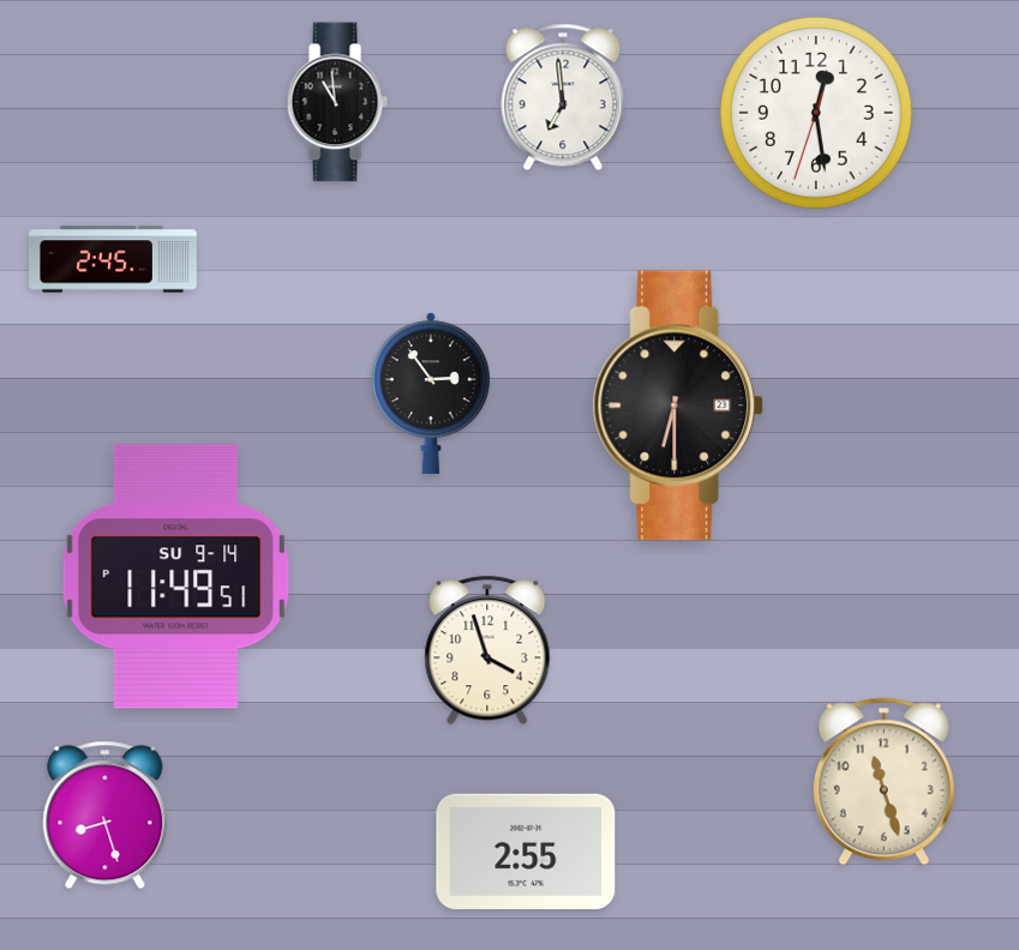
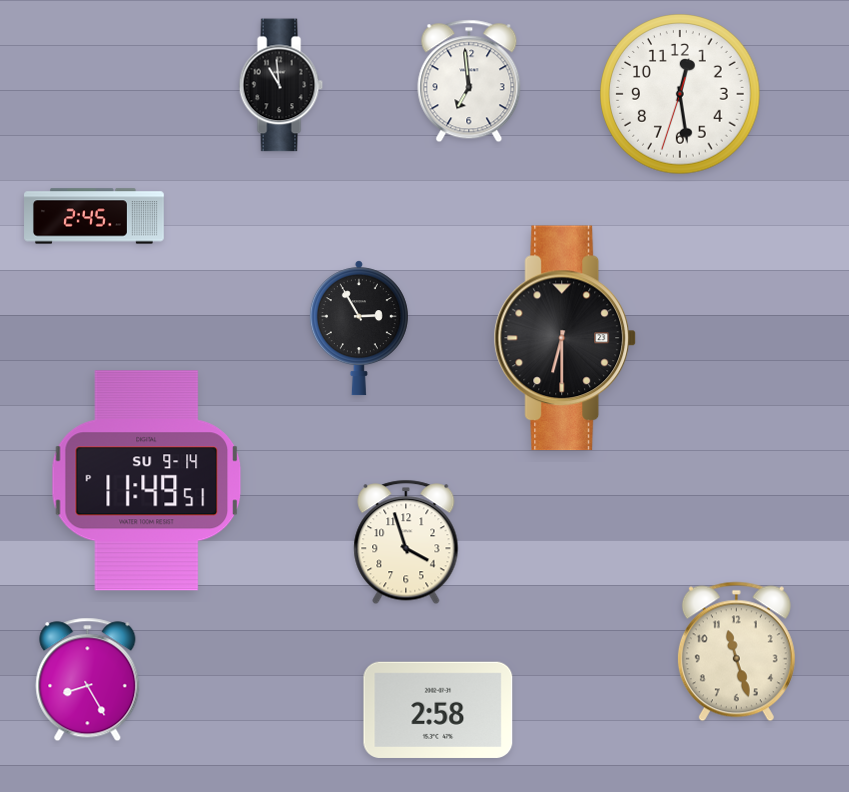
clock at (431, 393): 2:54 -> 2:55
clock at (106, 816): 8:27 -> 8:25
clock at (526, 852): 2:55 -> 2:58
